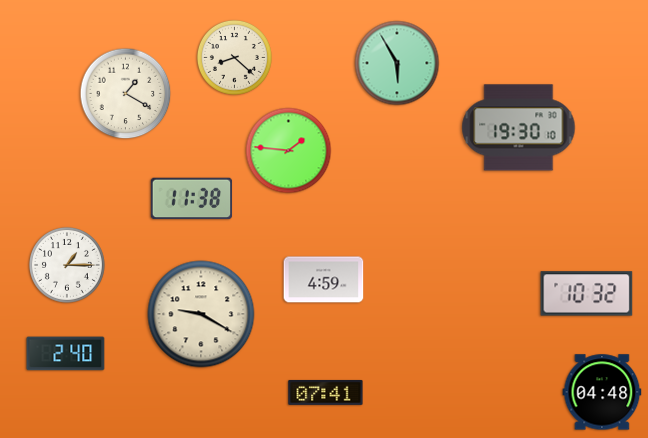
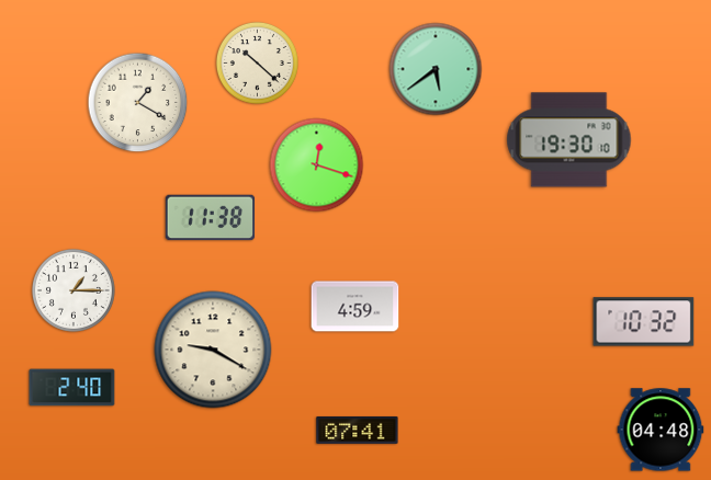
clock at (234, 57): 8:22 -> 10:22
clock at (397, 63): 5:55 -> 5:39
clock at (289, 151): 1:46 -> 12:18
clock at (201, 314) position: (201, 314) -> (213, 350)
